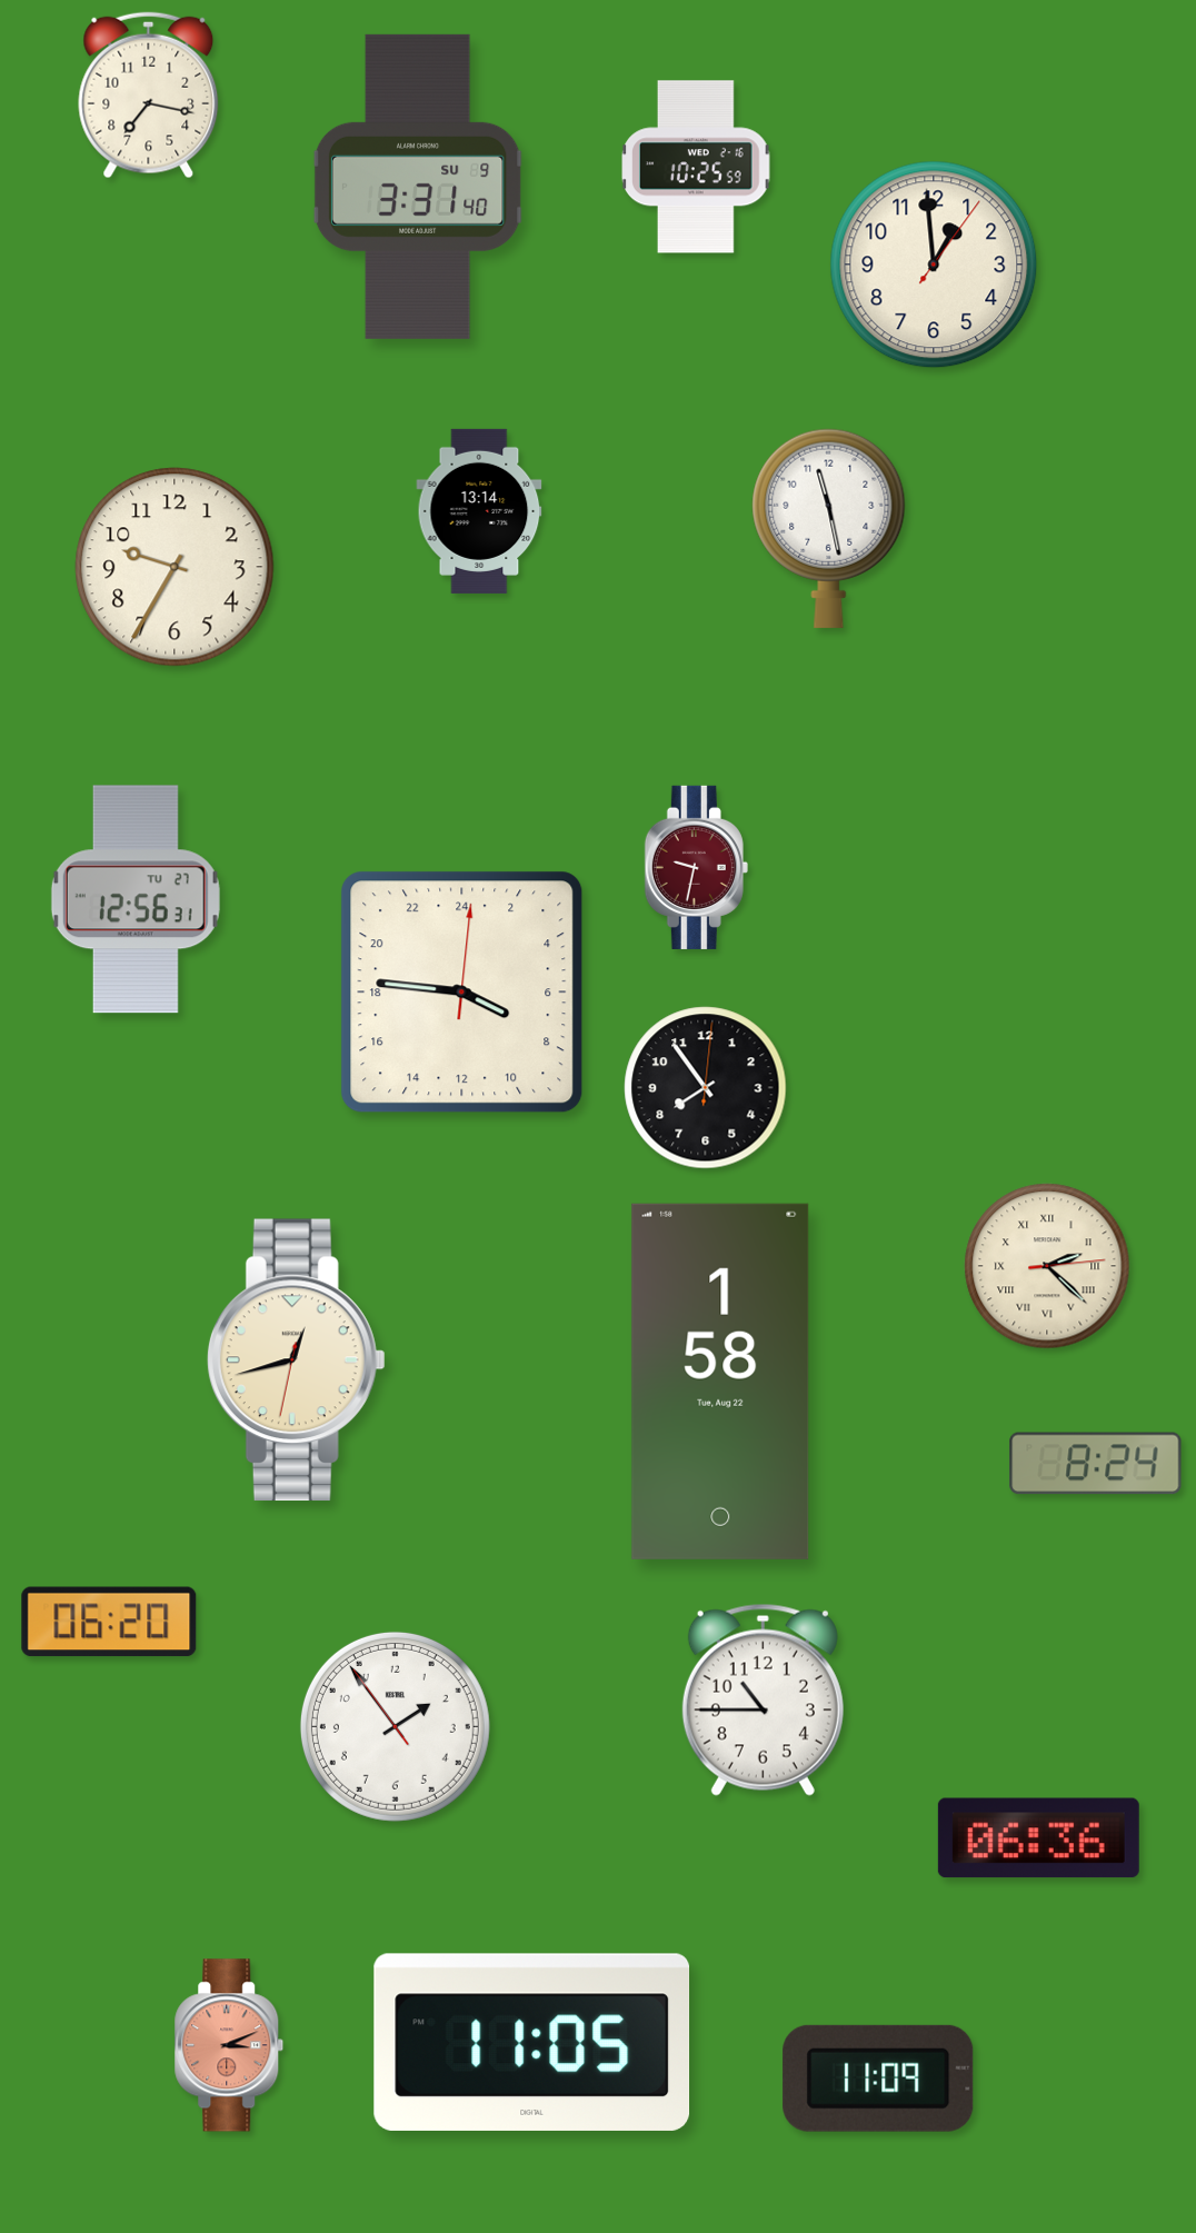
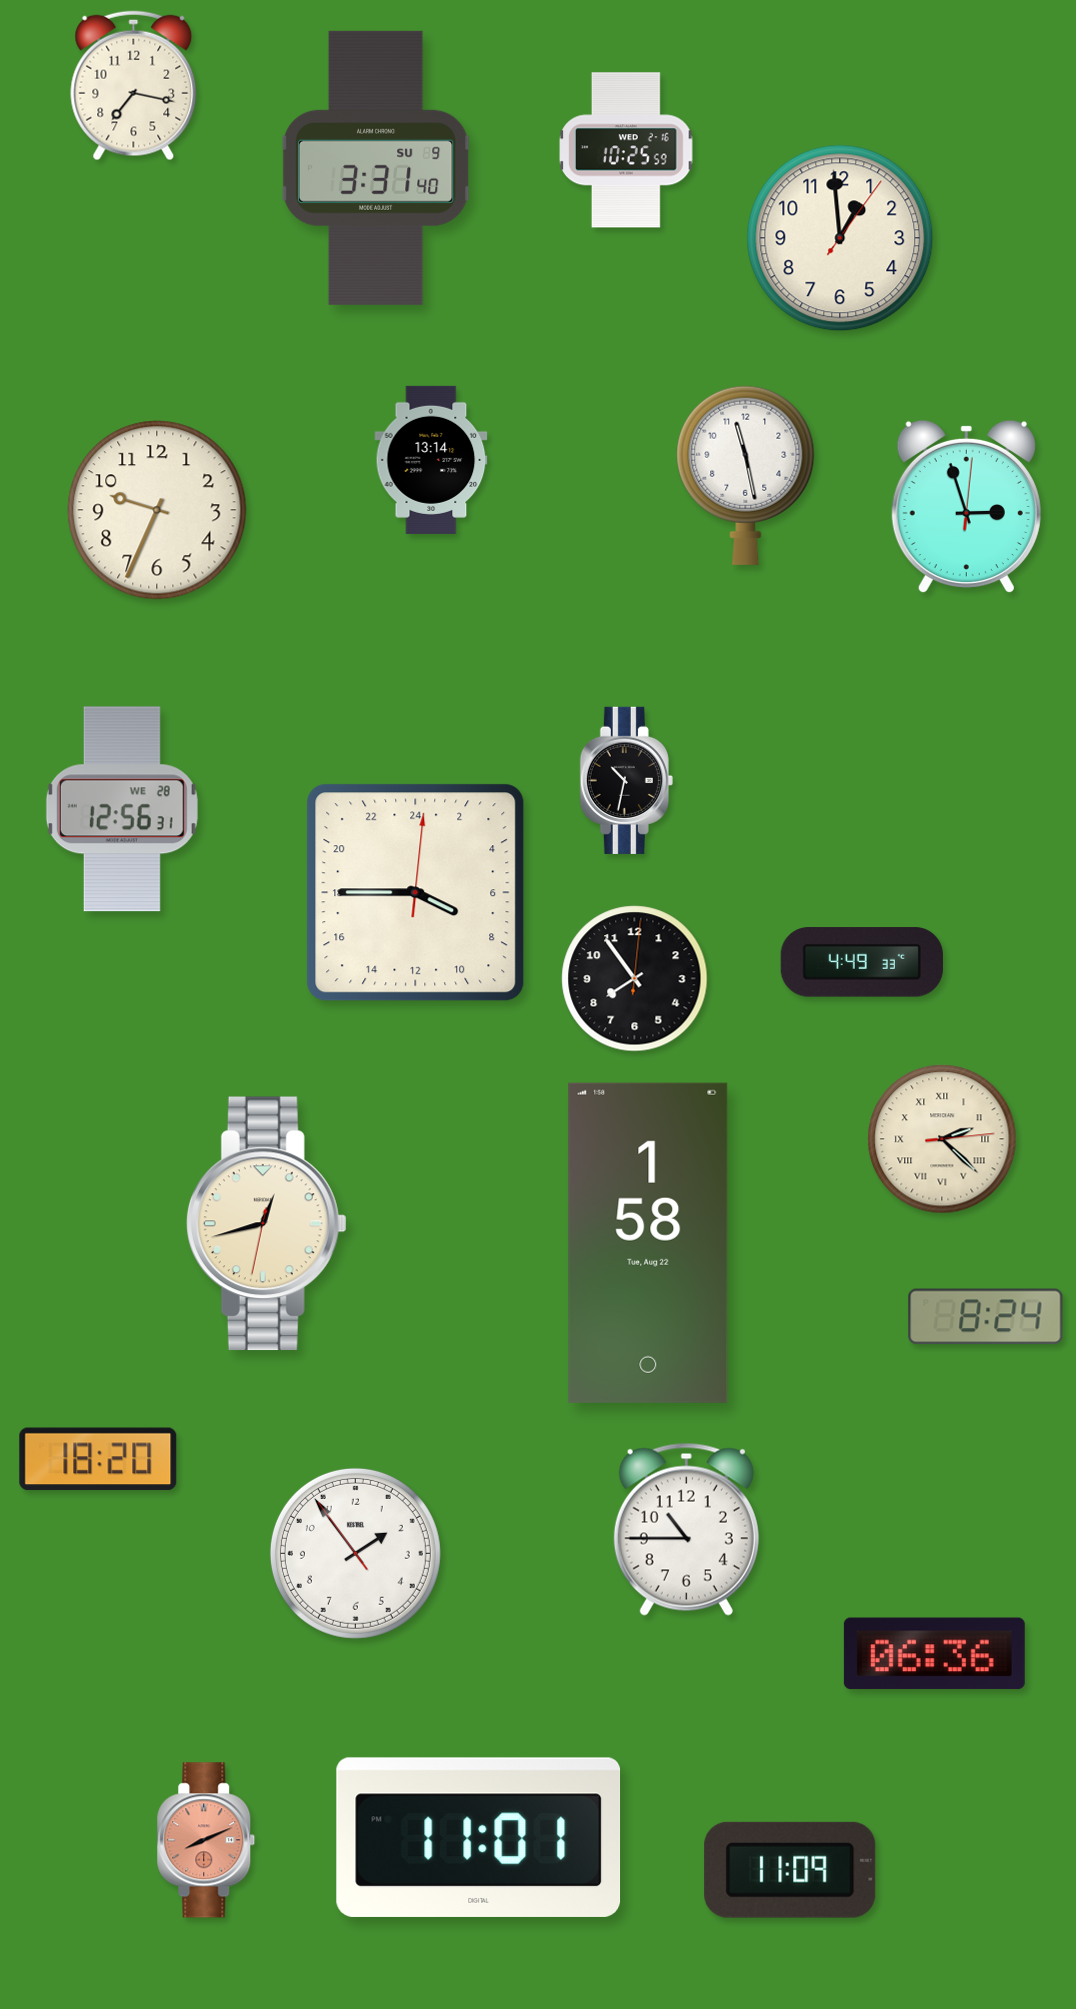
clock at (966, 507): none -> 2:57
clock at (175, 567): 9:35 -> 9:34
clock at (696, 867): 9:32 -> 10:32
clock at (696, 867) dial: burgundy -> black
clock at (136, 899) date: TU 27 -> WE 28
clock at (462, 993): 7:46 -> 7:45
clock at (862, 962): none -> 4:49
clock at (109, 1622): 06:20 -> 18:20
clock at (532, 2042): 11:05 -> 11:01
clock at (229, 2045): 3:11 -> 8:11
